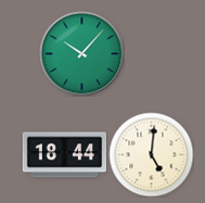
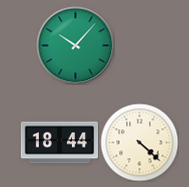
clock at (81, 53) position: (81, 53) -> (75, 45)
clock at (151, 154): 5:01 -> 4:22
